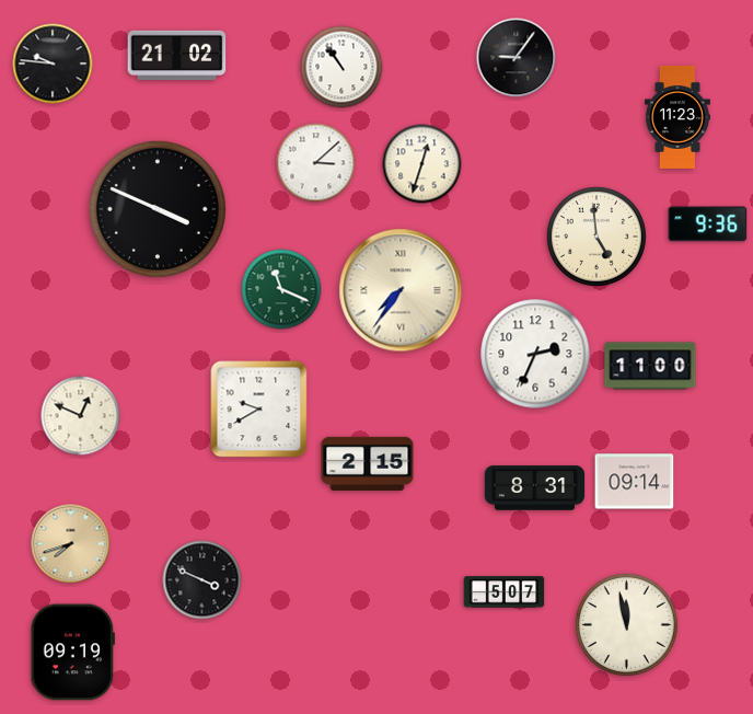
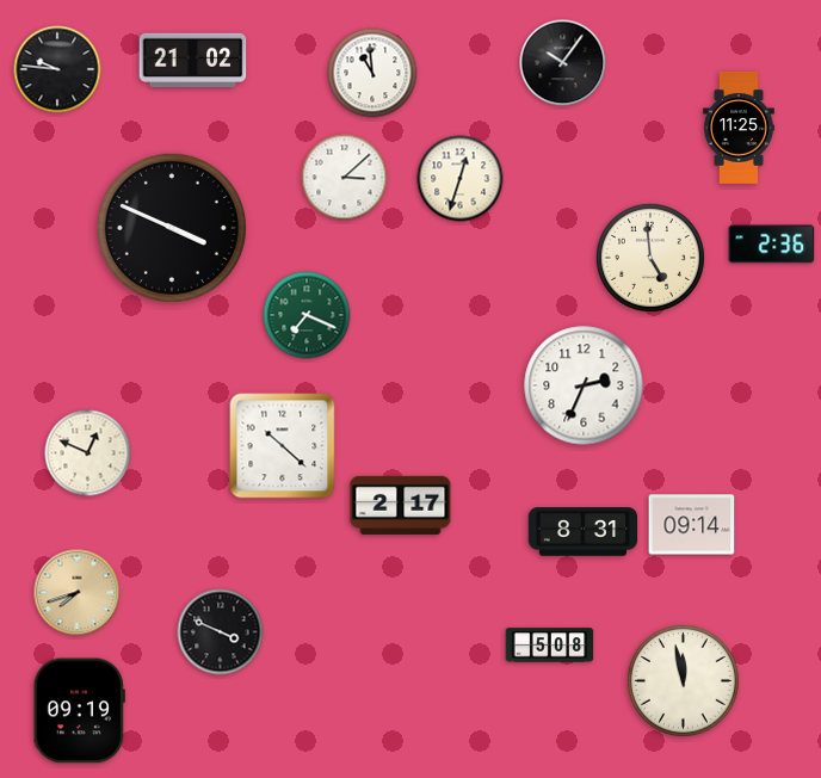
clock at (517, 58): 9:06 -> 10:06
clock at (341, 67): 10:54 -> 10:59
clock at (679, 117): 11:23 -> 11:25
clock at (708, 224): 9:36 -> 2:36
clock at (281, 289): 11:19 -> 7:19
clock at (401, 290): 7:36 -> none
clock at (650, 366): 11:00 -> none
clock at (259, 410): 9:40 -> 10:22
clock at (368, 463): 2:15 -> 2:17
clock at (505, 592): 5:07 -> 5:08
